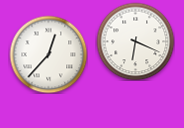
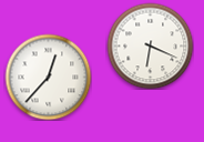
clock at (48, 54) position: (48, 54) -> (48, 77)
